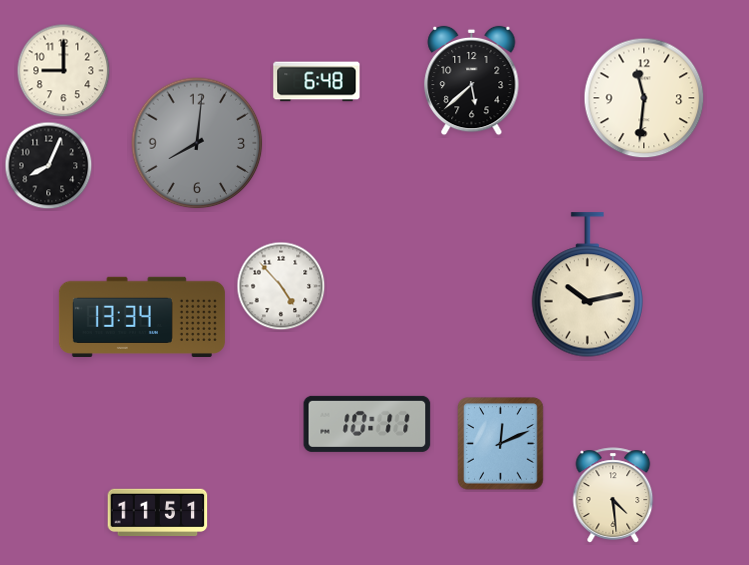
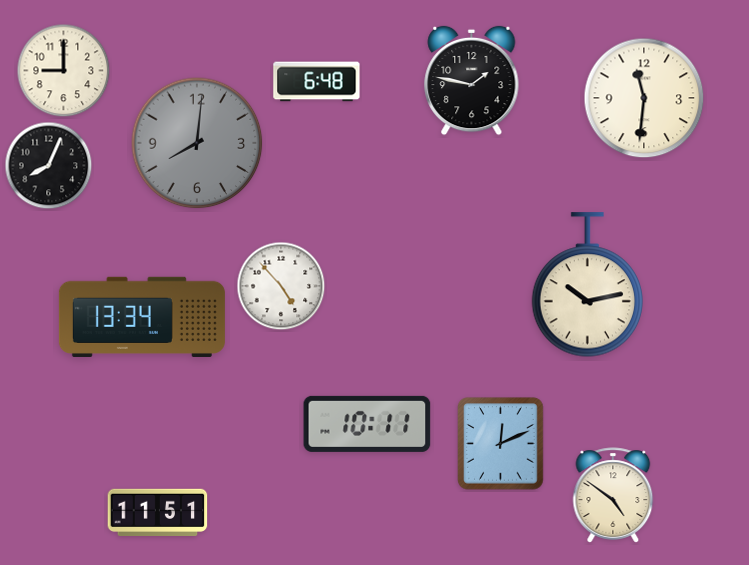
clock at (472, 81): 5:38 -> 1:47
clock at (613, 495): 4:29 -> 4:51
